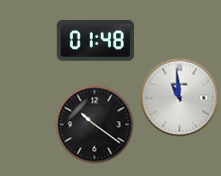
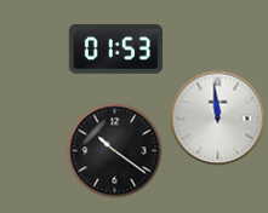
clock at (95, 40): 01:48 -> 01:53
clock at (179, 97): 10:59 -> 11:59
